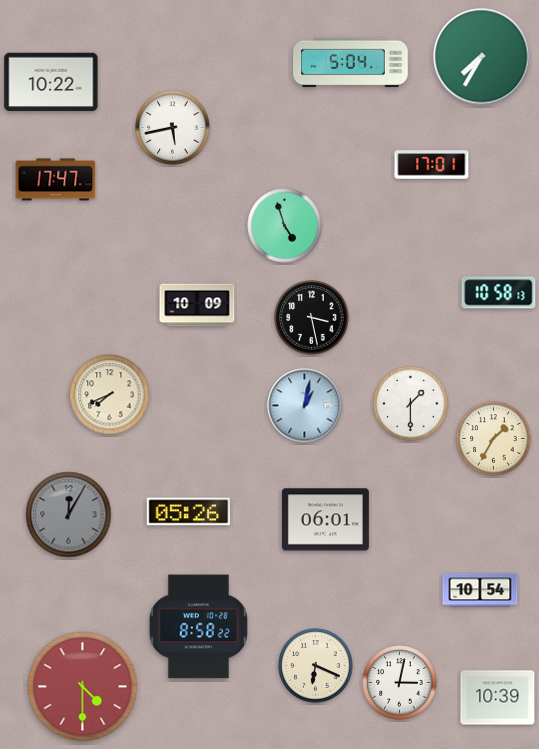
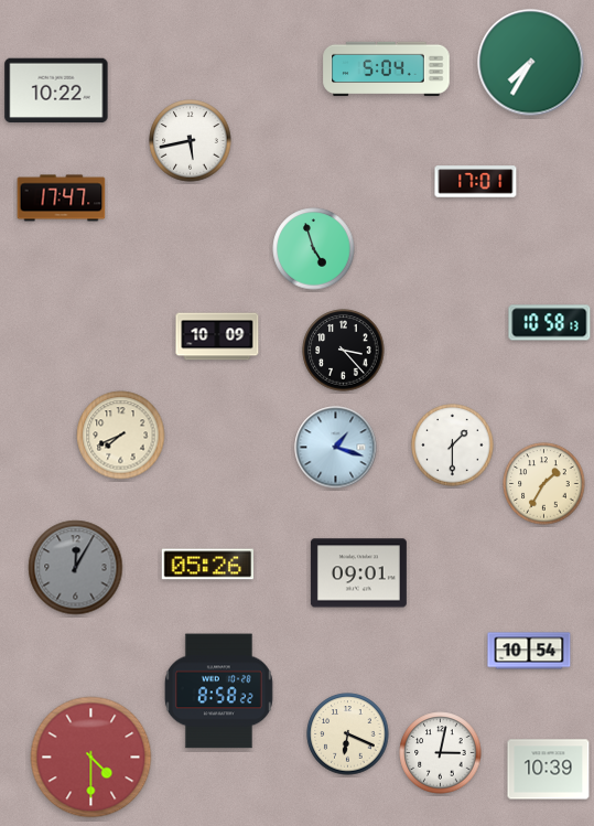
clock at (312, 318): 3:28 -> 3:23
clock at (305, 406): 1:02 -> 1:18
clock at (325, 520): 06:01 -> 09:01
